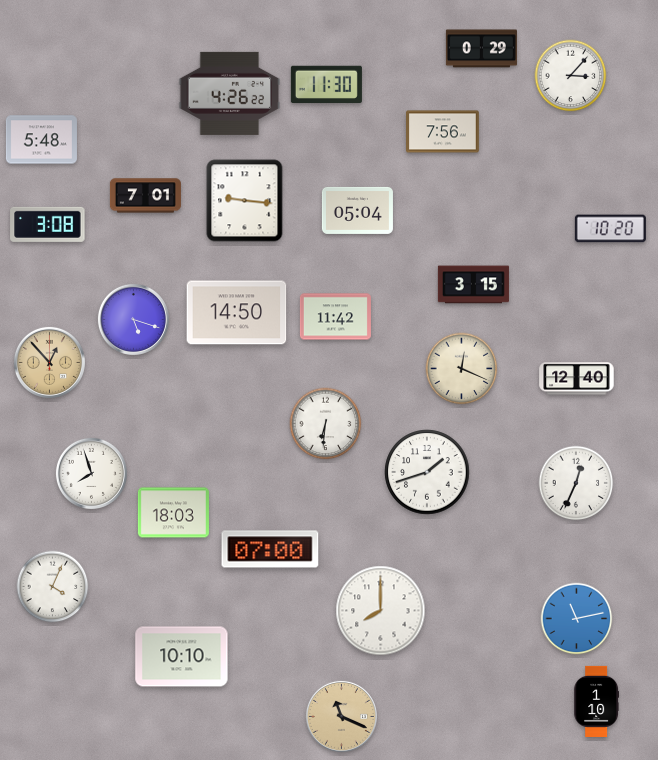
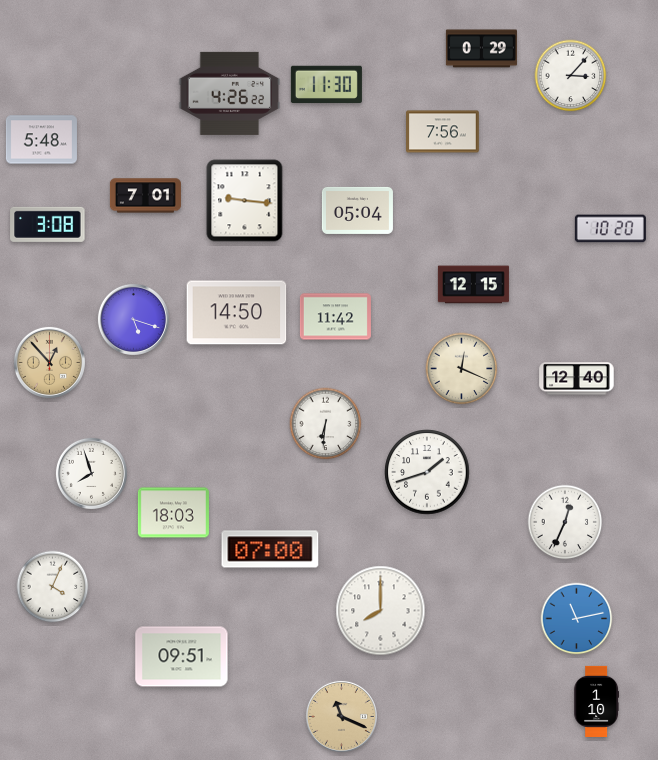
clock at (473, 285): 3:15 -> 12:15
clock at (576, 483) position: (576, 483) -> (565, 522)
clock at (182, 657): 10:10 -> 09:51
